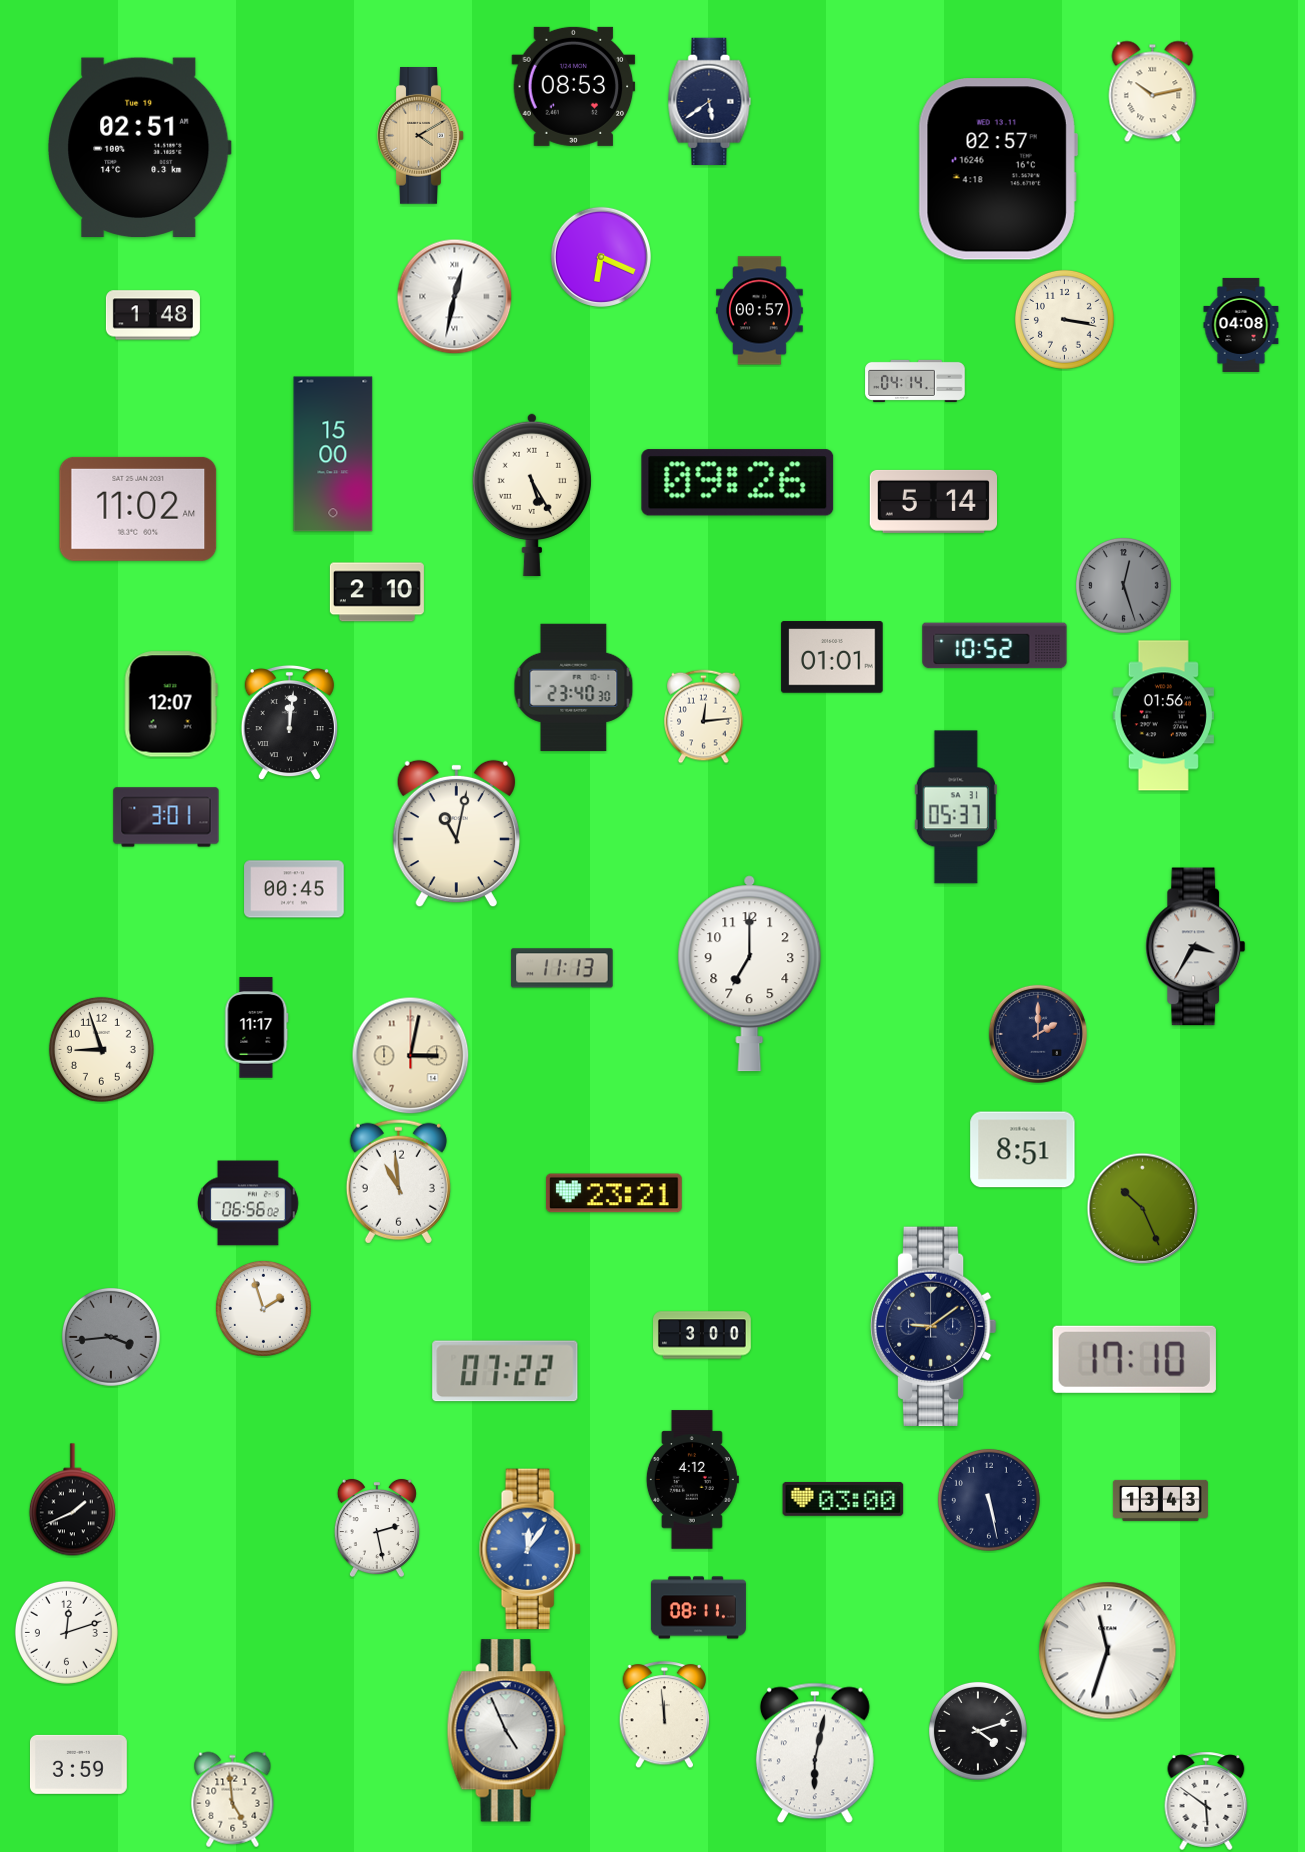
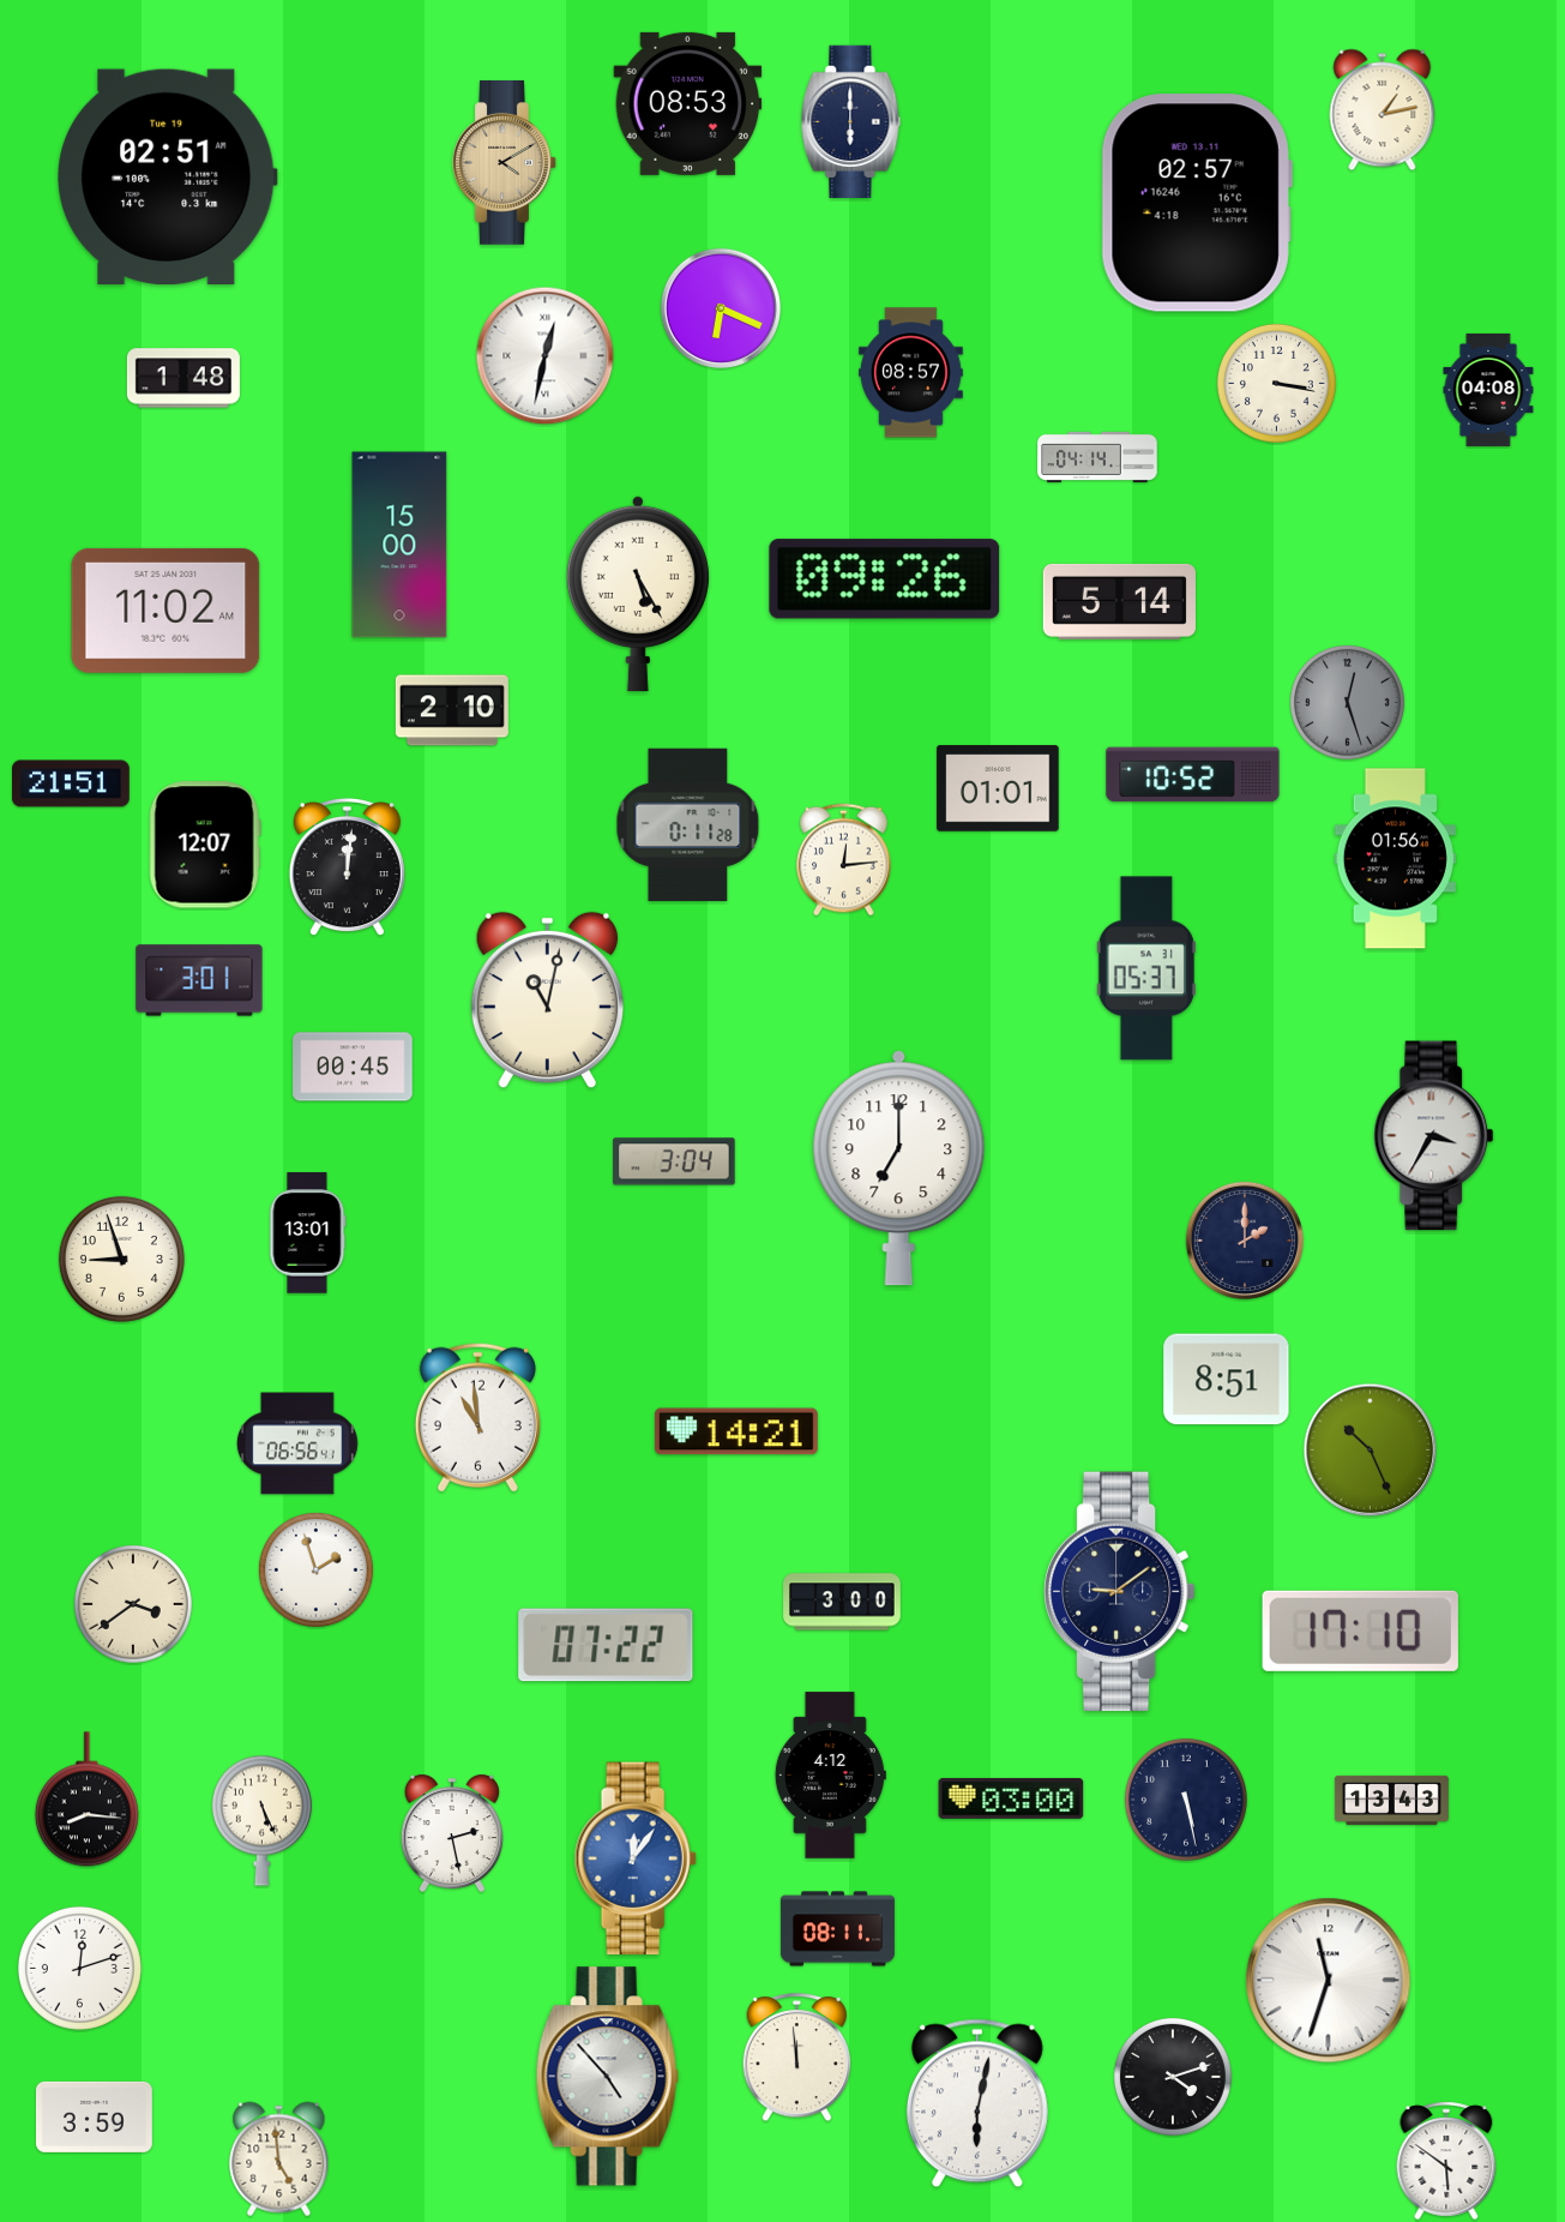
clock at (1153, 92): 10:13 -> 1:13
clock at (710, 101): 5:39 -> 6:00
clock at (760, 311): 00:57 -> 08:57
clock at (72, 783): none -> 21:51
clock at (574, 687): 23:40 -> 0:11
clock at (562, 968): 11:13 -> 3:04
clock at (257, 1028): 11:17 -> 13:01
clock at (411, 1056): 3:02 -> none
clock at (614, 1193): 23:21 -> 14:21
clock at (249, 1203): 06:56:02 -> 06:56:41
clock at (111, 1337): 3:44 -> 3:39
clock at (111, 1337) dial: grey -> cream
clock at (72, 1500): 1:41 -> 8:16
clock at (261, 1820): none -> 5:26
clock at (66, 1632) position: (66, 1632) -> (79, 1968)
clock at (506, 1731): 4:56 -> 4:53
